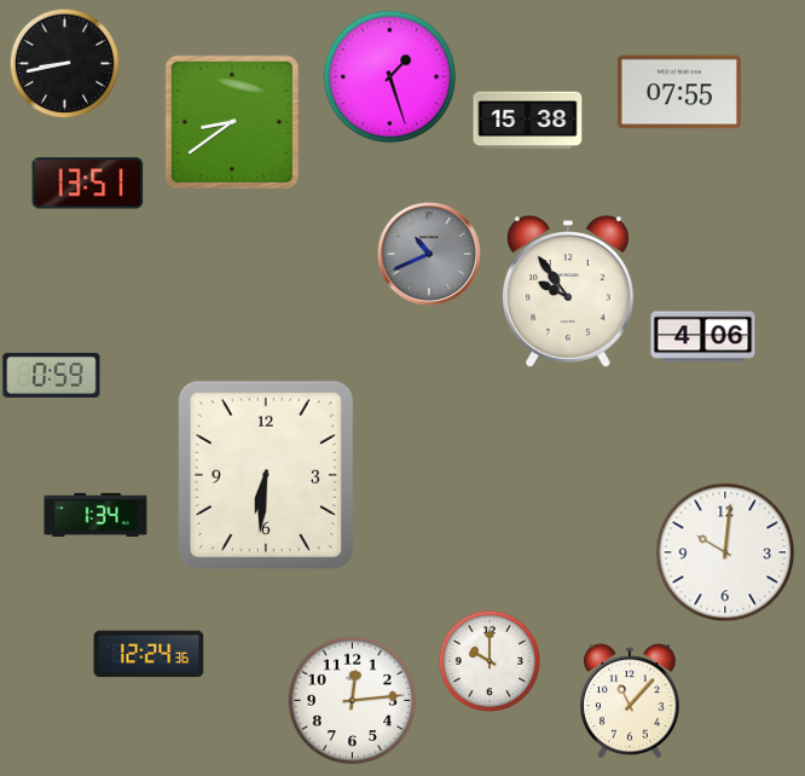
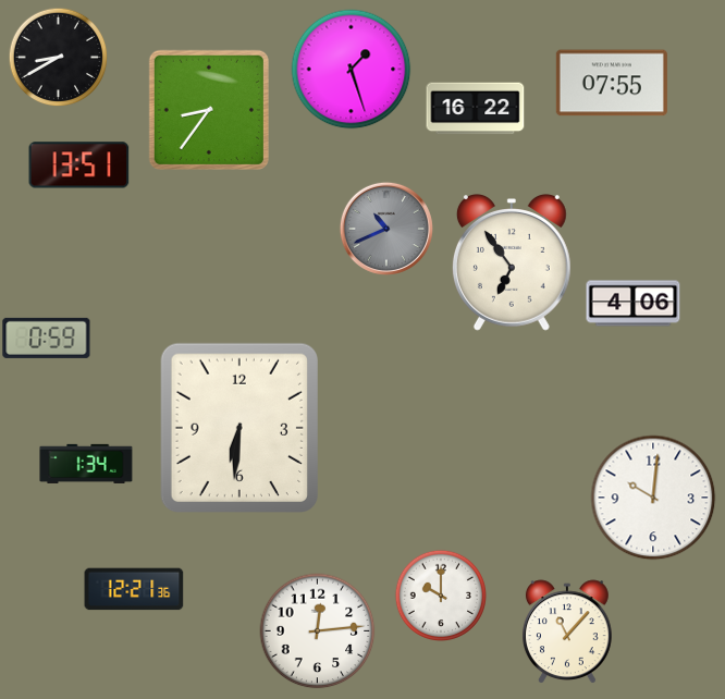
clock at (64, 63): 8:43 -> 8:40
clock at (528, 121): 15:38 -> 16:22
clock at (232, 122): 8:39 -> 8:36
clock at (568, 293): 9:54 -> 6:54
clock at (149, 654): 12:24 -> 12:21
